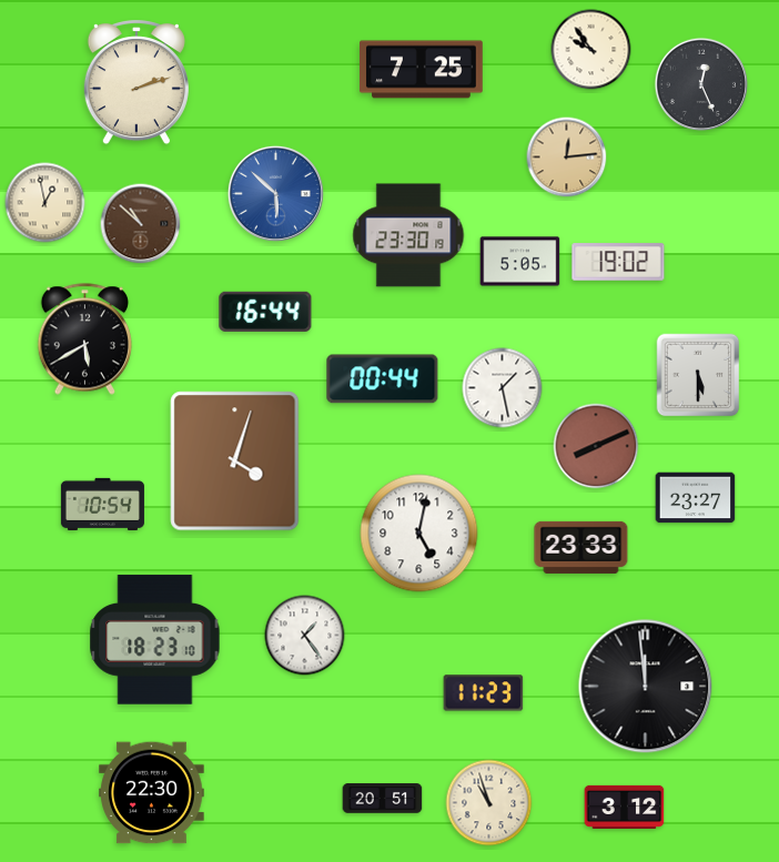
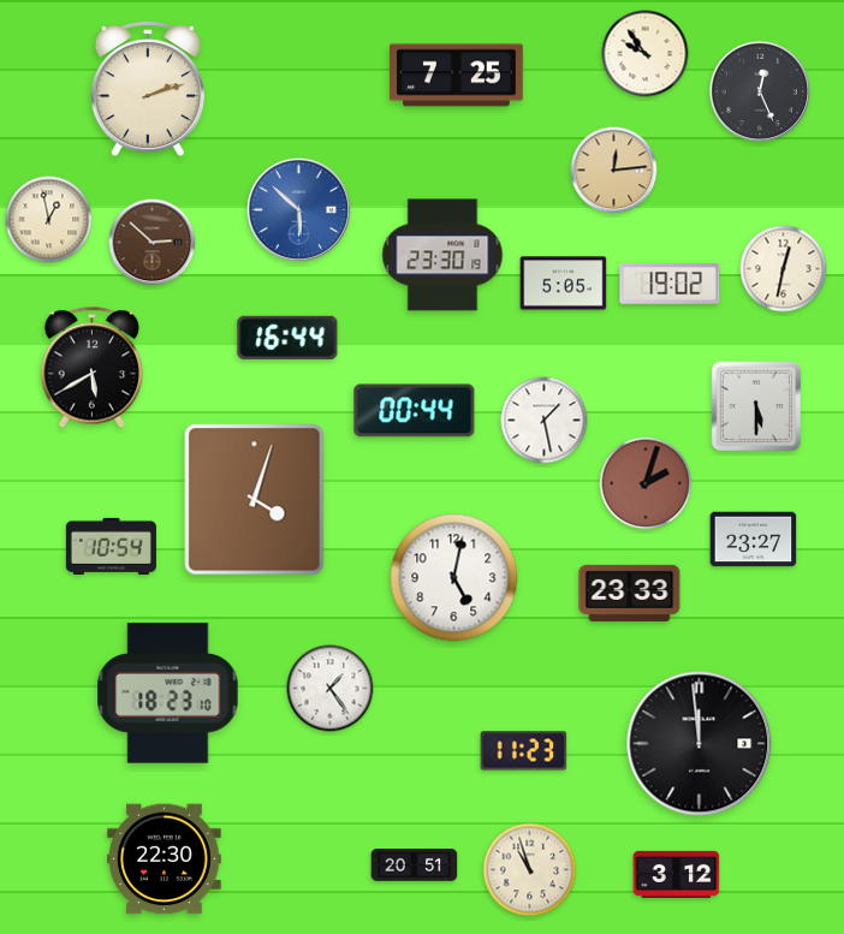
clock at (591, 50) position: (591, 50) -> (646, 54)
clock at (141, 224): 10:52 -> 2:52
clock at (784, 269): none -> 12:32
clock at (596, 446): 8:11 -> 2:03
